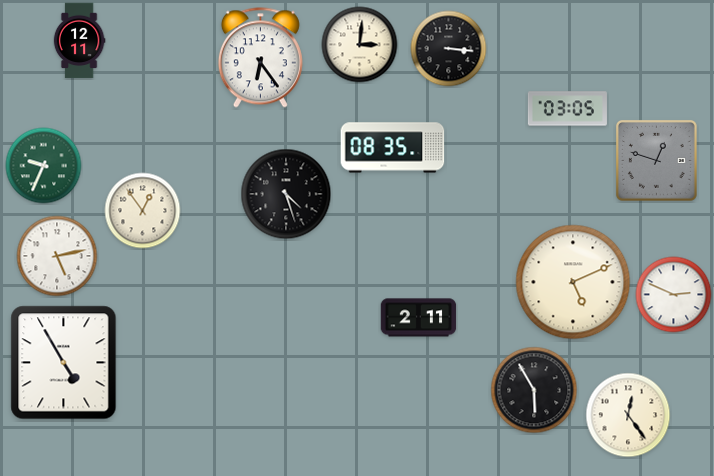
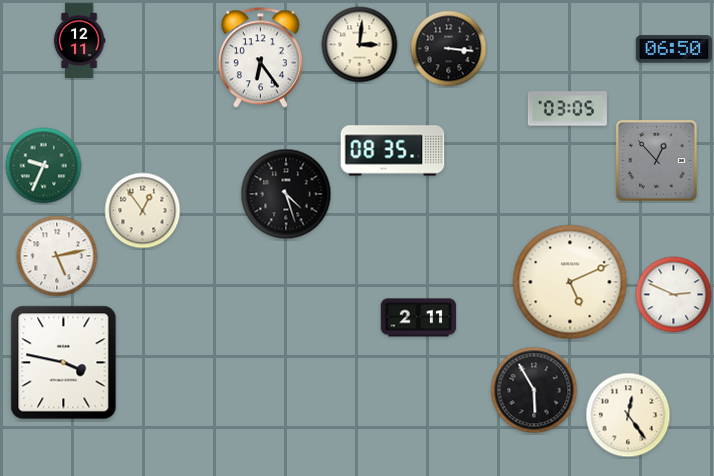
clock at (673, 49): none -> 06:50
clock at (393, 148) position: (393, 148) -> (393, 151)
clock at (656, 160): 12:48 -> 12:53
clock at (573, 282) position: (573, 282) -> (570, 282)
clock at (64, 363): 4:55 -> 3:47
